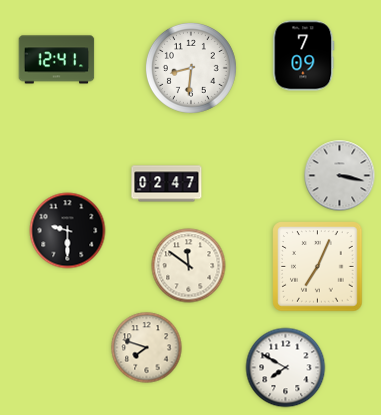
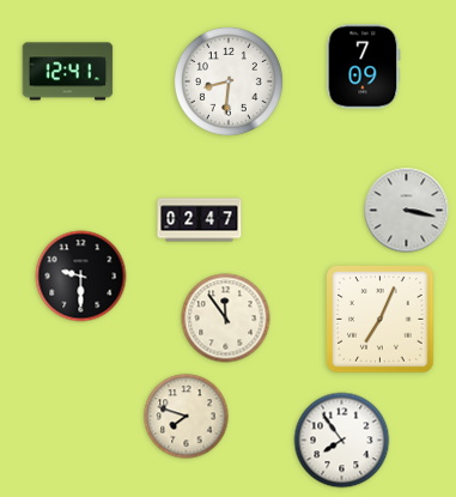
clock at (189, 266): 11:51 -> 11:54
clock at (147, 348) position: (147, 348) -> (187, 417)
clock at (286, 368): 7:50 -> 7:54
